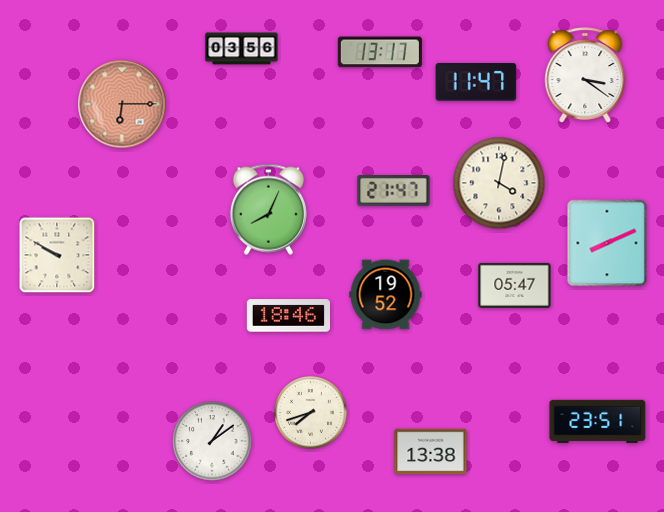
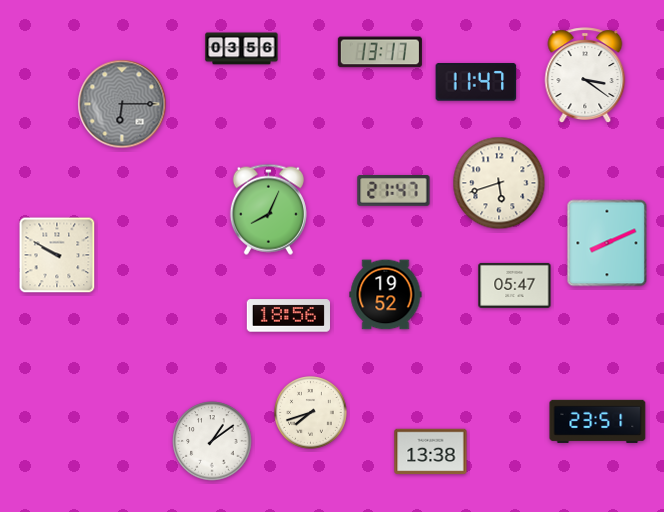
clock at (122, 104) dial: salmon -> grey
clock at (499, 183): 4:02 -> 5:42
clock at (288, 316): 18:46 -> 18:56
